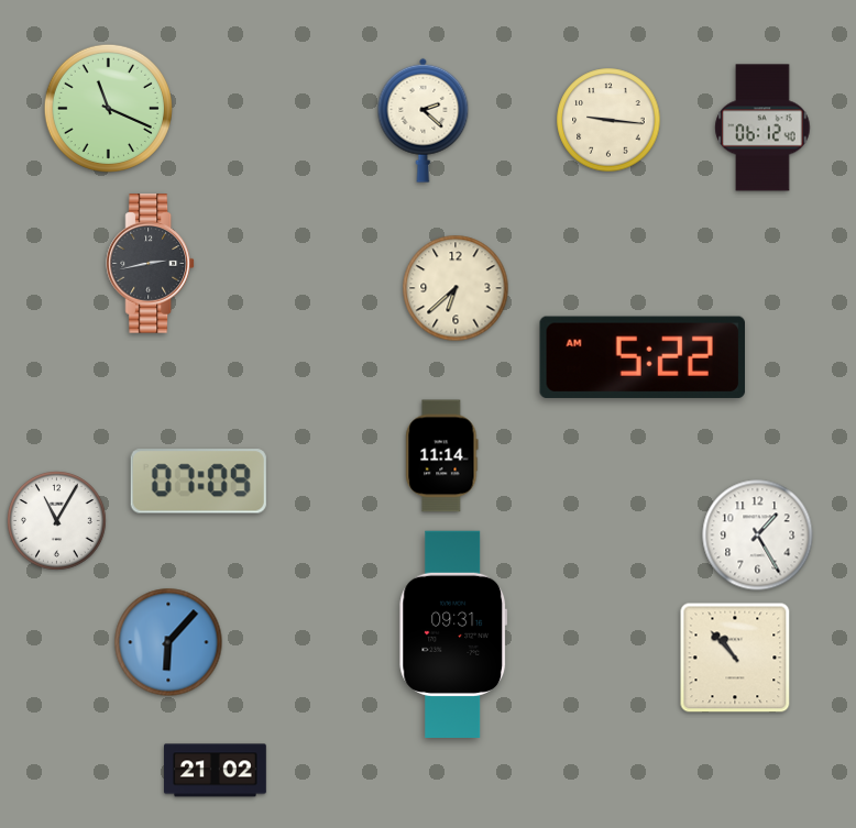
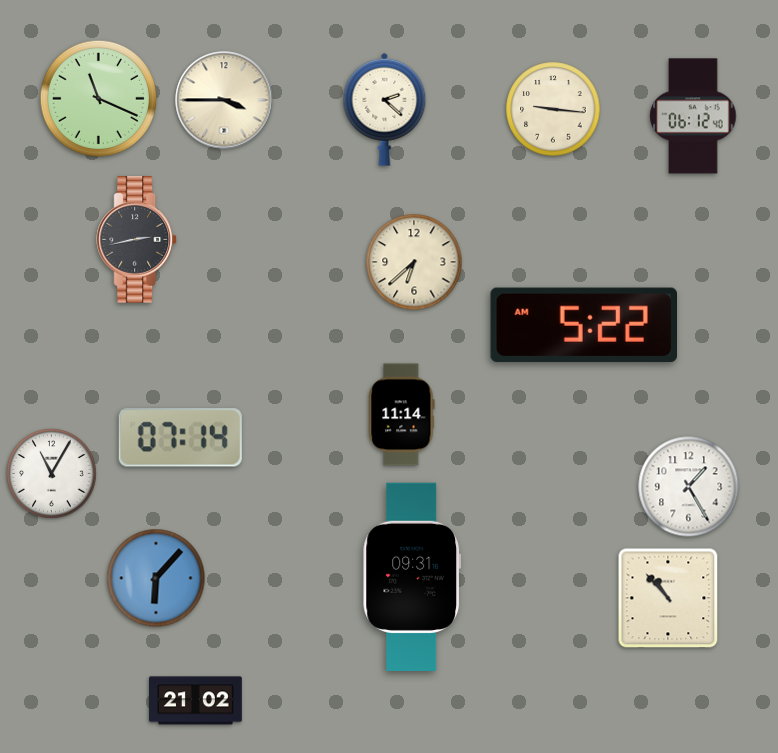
clock at (224, 100): none -> 3:45
clock at (198, 482): 07:09 -> 07:14
clock at (168, 642) position: (168, 642) -> (156, 578)
